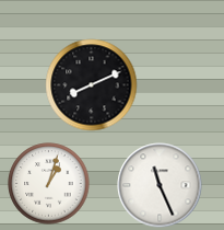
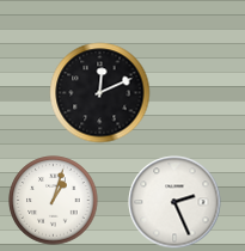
clock at (92, 85): 8:11 -> 12:11
clock at (160, 185): 11:26 -> 2:26
